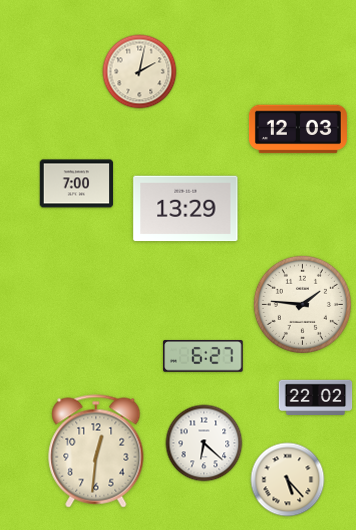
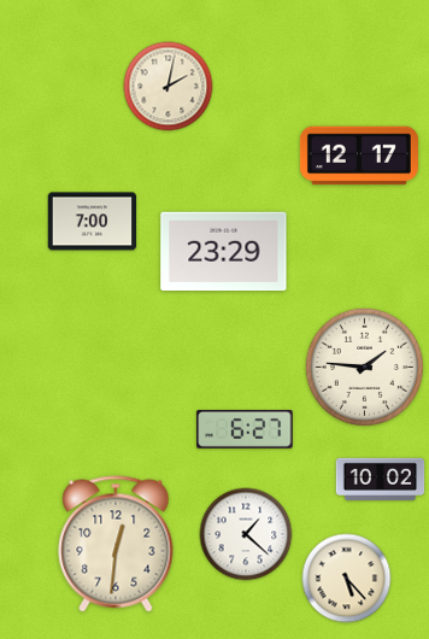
clock at (298, 129): 12:03 -> 12:17
clock at (186, 209): 13:29 -> 23:29
clock at (316, 398): 22:02 -> 10:02
clock at (204, 443): 6:22 -> 1:22
